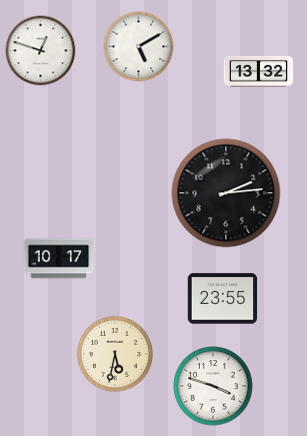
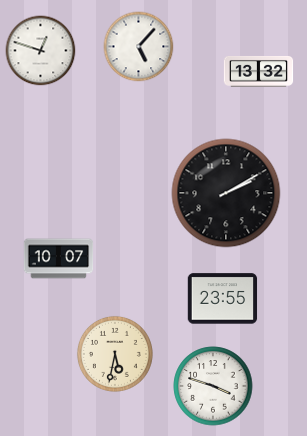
clock at (139, 47): 5:10 -> 5:07
clock at (226, 193): 2:14 -> 2:10
clock at (59, 259): 10:17 -> 10:07
